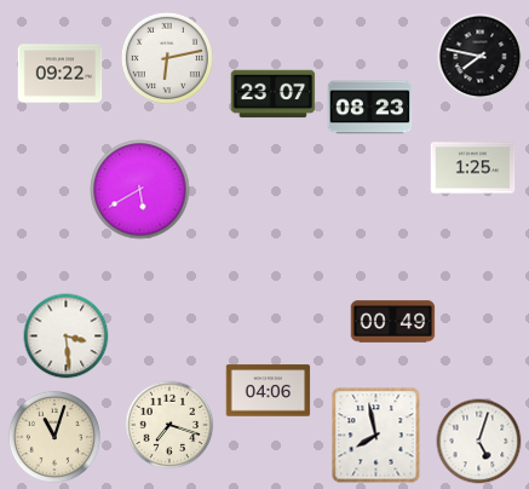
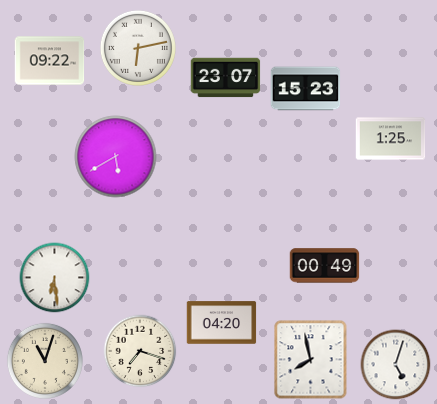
clock at (481, 57): 7:47 -> none
clock at (370, 108): 08:23 -> 15:23
clock at (67, 336): 3:29 -> 6:29
clock at (269, 391): 04:06 -> 04:20
